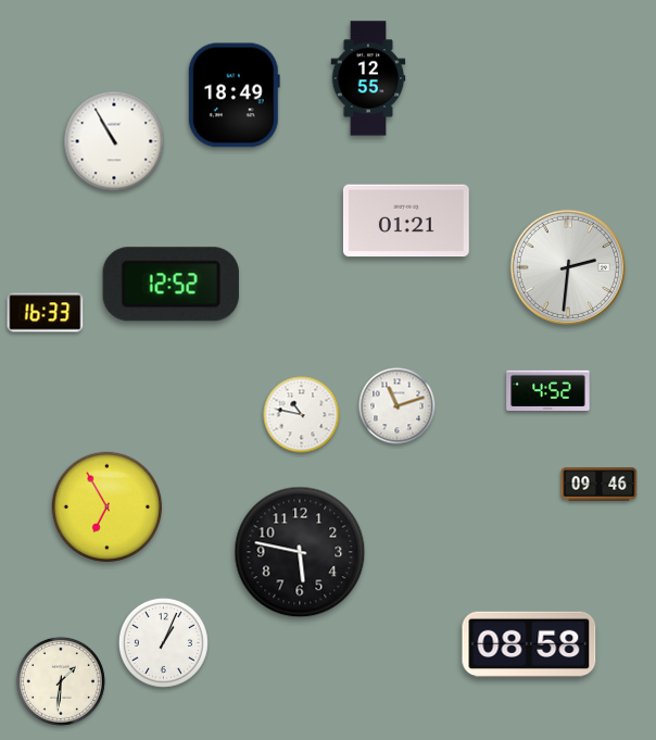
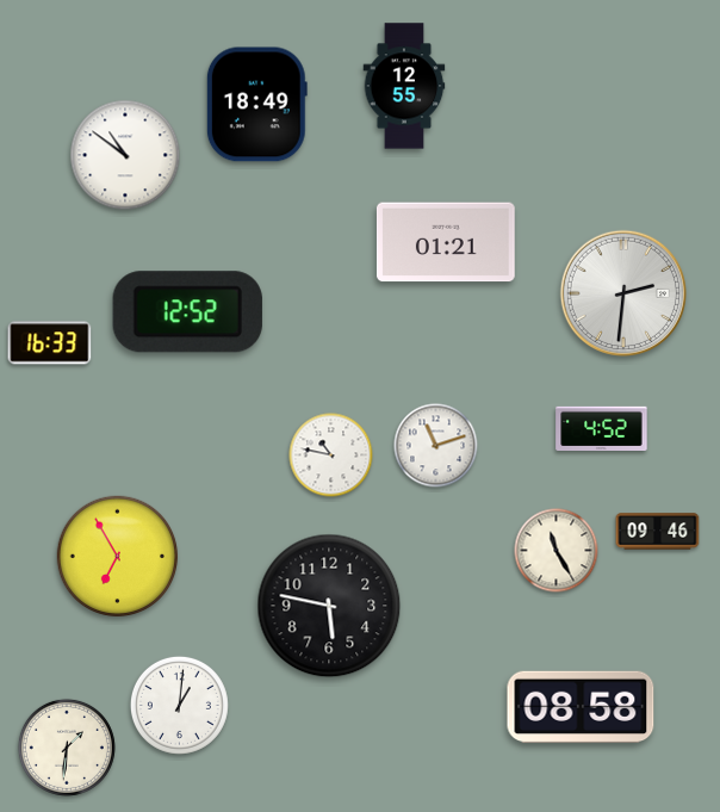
clock at (114, 141): 10:55 -> 10:51
clock at (557, 551): none -> 11:25
clock at (163, 642): 1:04 -> 1:01
